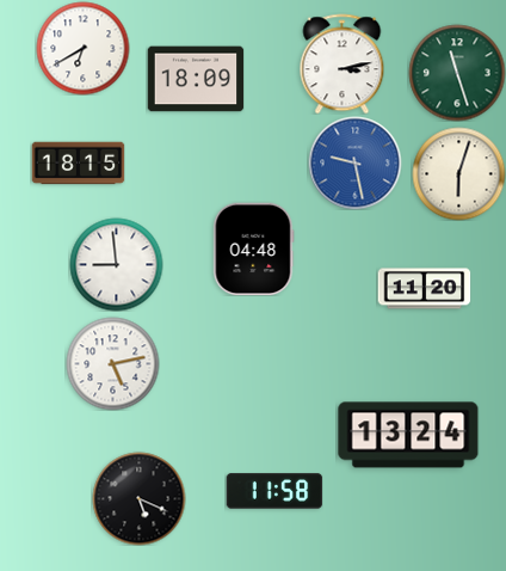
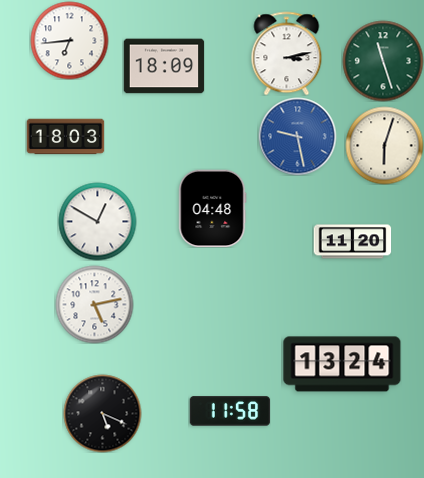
clock at (82, 48): 6:40 -> 6:44
clock at (78, 164): 18:15 -> 18:03
clock at (116, 264): 8:59 -> 12:50
clock at (424, 289) position: (424, 289) -> (352, 242)
clock at (138, 498) position: (138, 498) -> (102, 413)
